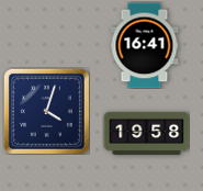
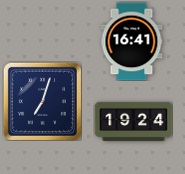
clock at (46, 111): 4:03 -> 7:03
clock at (146, 133): 19:58 -> 19:24
